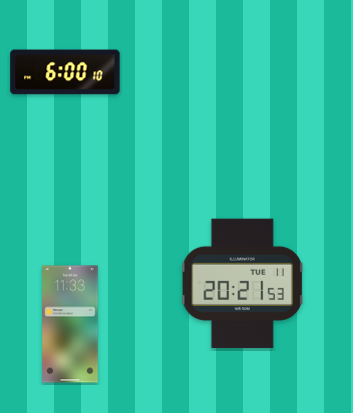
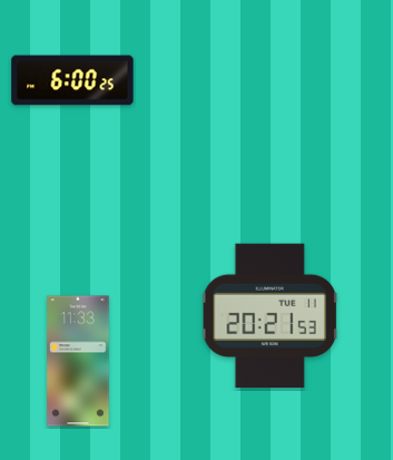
clock at (65, 72): 6:00:10 -> 6:00:25
